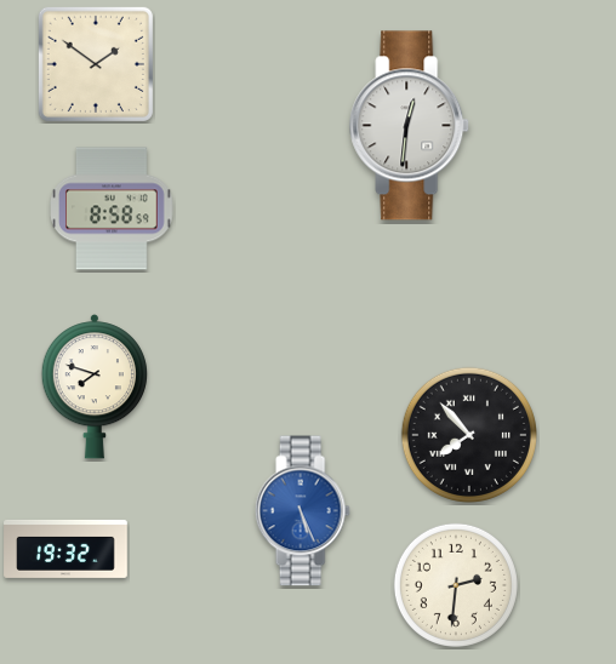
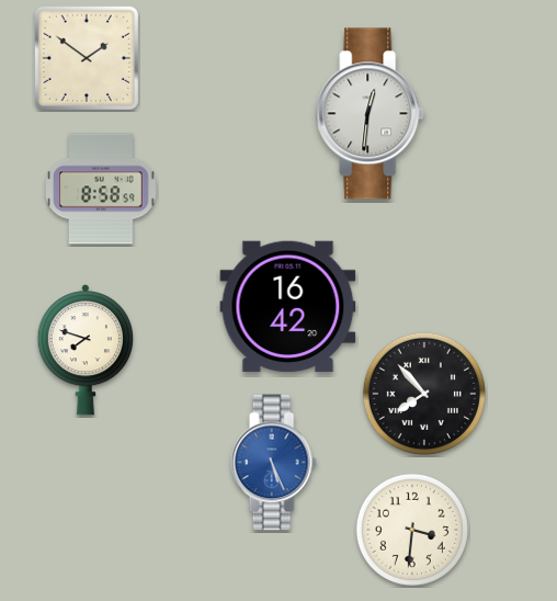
clock at (288, 307): none -> 16:42
clock at (65, 549): 19:32 -> none
clock at (456, 585): 2:31 -> 3:31
